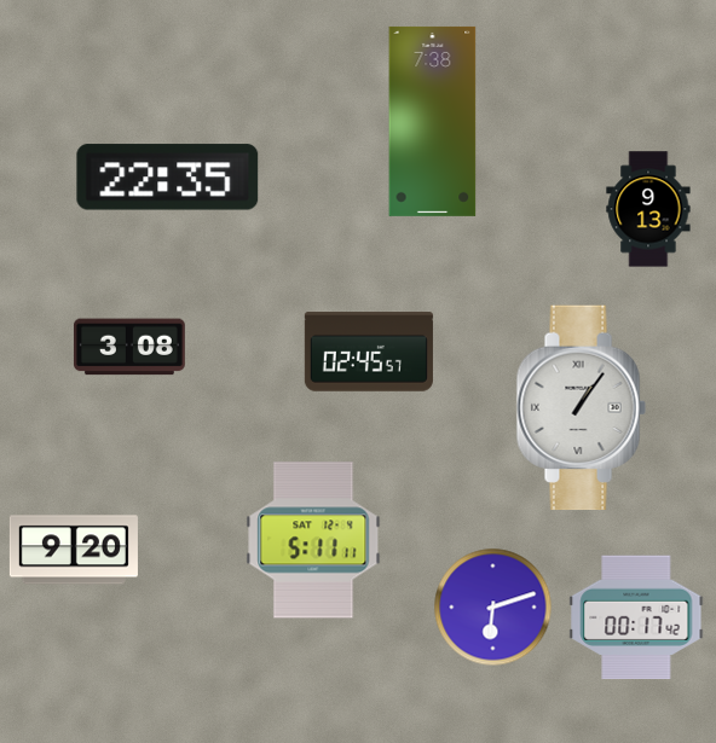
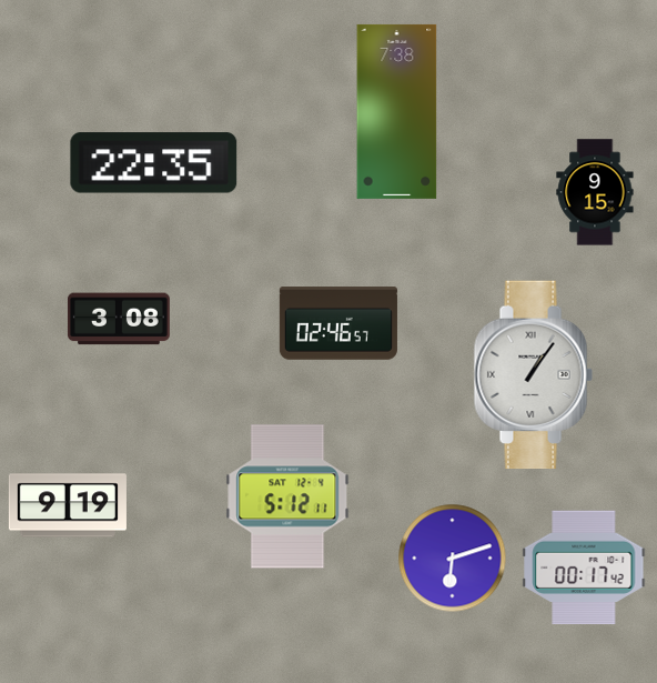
clock at (648, 209): 9:13 -> 9:15
clock at (369, 352): 02:45 -> 02:46
clock at (313, 540): 5:11 -> 5:12
clock at (74, 550): 9:20 -> 9:19
